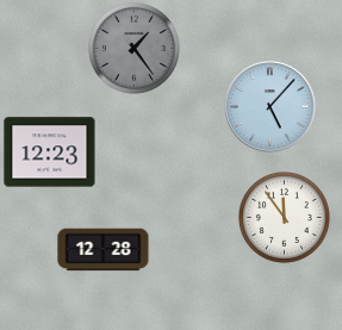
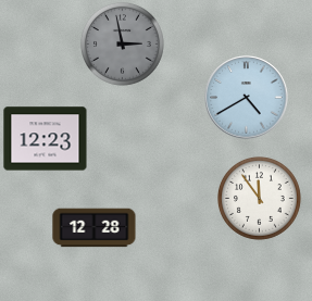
clock at (133, 48): 1:24 -> 2:58
clock at (271, 107): 5:07 -> 4:40
